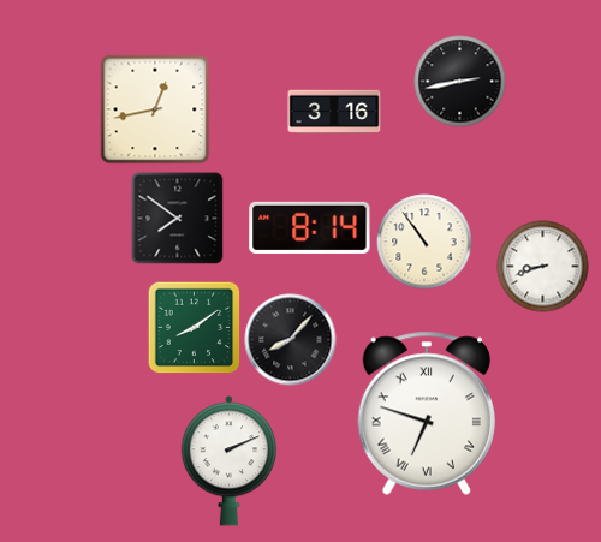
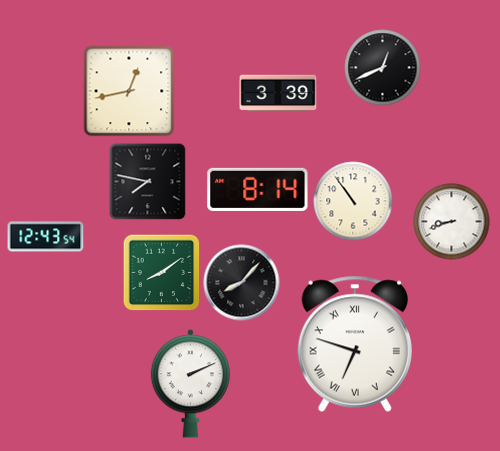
clock at (460, 82): 2:43 -> 12:41
clock at (334, 112): 3:16 -> 3:39
clock at (178, 219): 7:51 -> 7:47
clock at (46, 237): none -> 12:43
